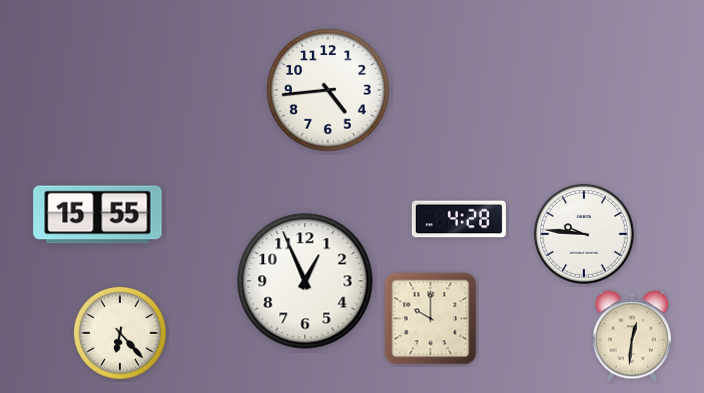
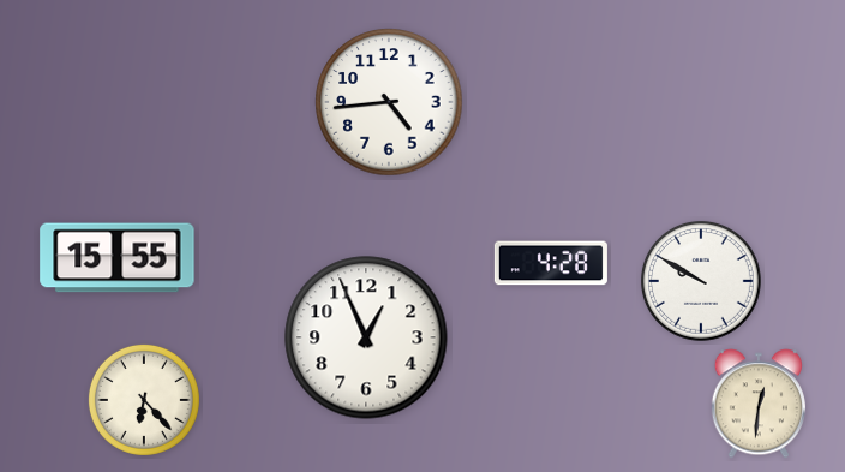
clock at (328, 90) position: (328, 90) -> (389, 102)
clock at (584, 234): 9:46 -> 9:50
clock at (431, 319): 10:00 -> none
